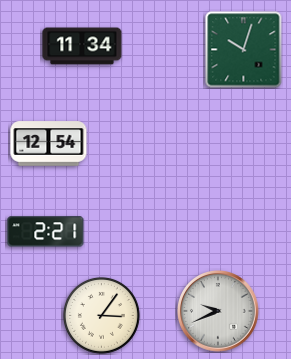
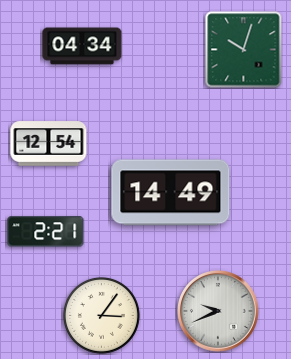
clock at (82, 46): 11:34 -> 04:34
clock at (171, 193): none -> 14:49
